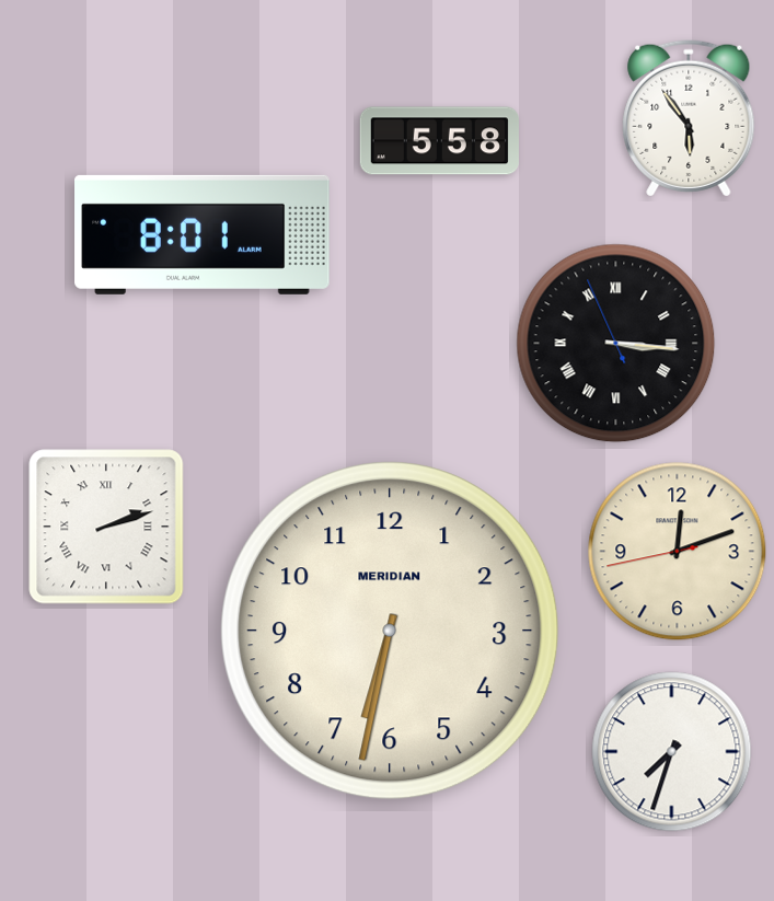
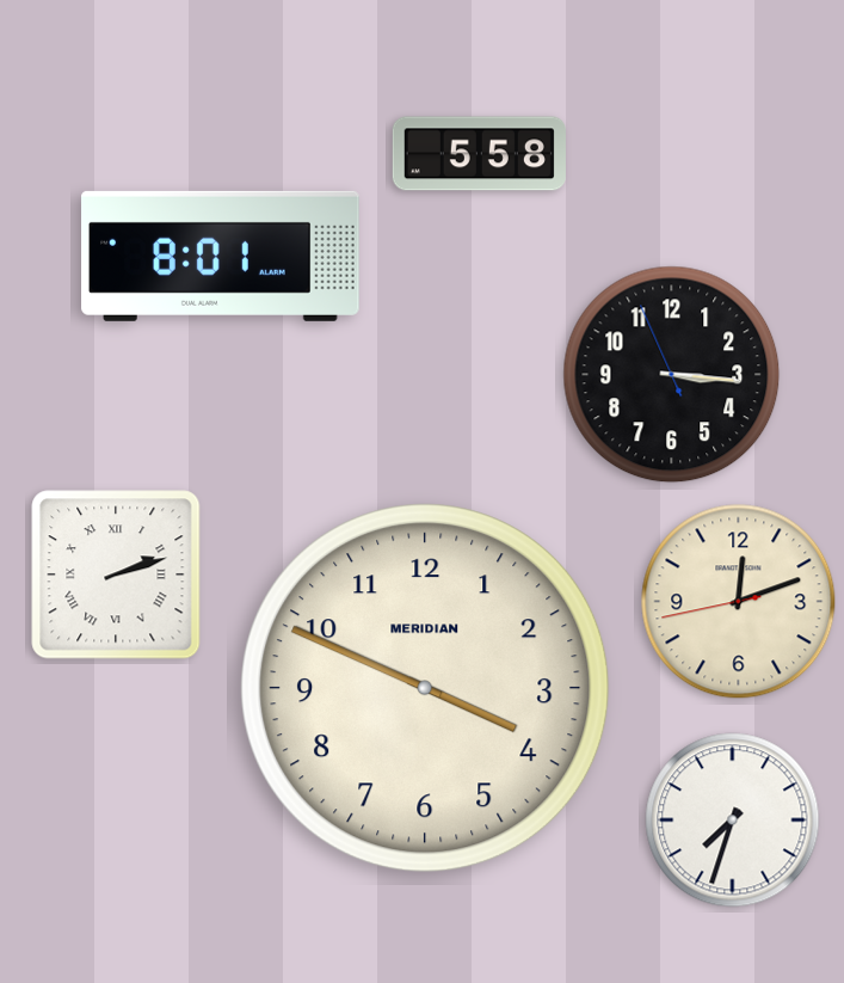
clock at (689, 118): 5:54 -> none
clock at (616, 344) numerals: Roman -> Arabic
clock at (390, 631): 6:32 -> 3:49
